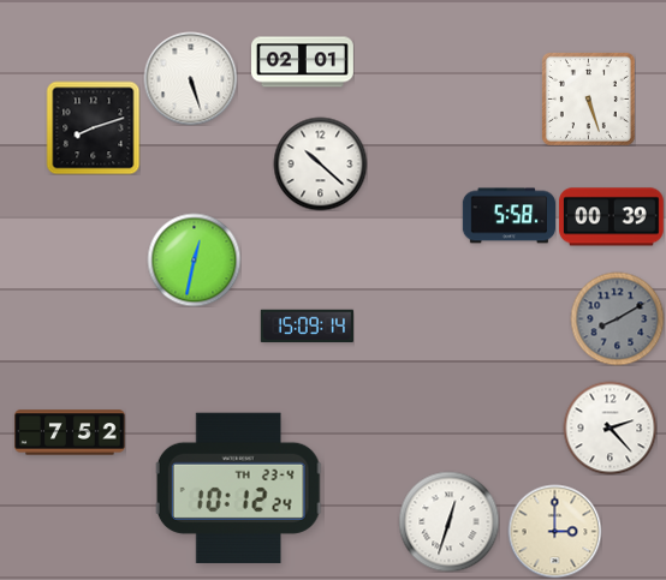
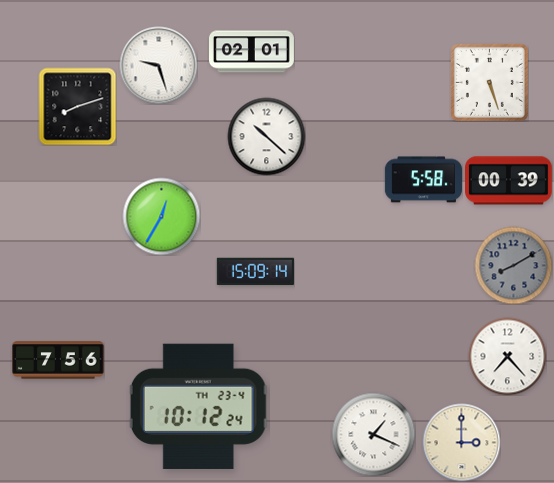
clock at (190, 78): 5:27 -> 9:27
clock at (194, 259): 12:32 -> 12:35
clock at (609, 427): 2:23 -> 7:23
clock at (70, 432): 7:52 -> 7:56
clock at (448, 521): 12:33 -> 1:19
